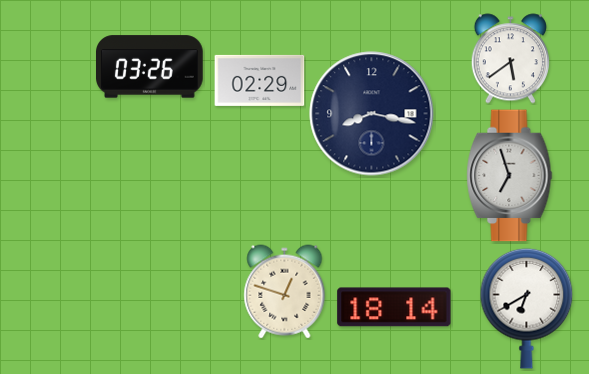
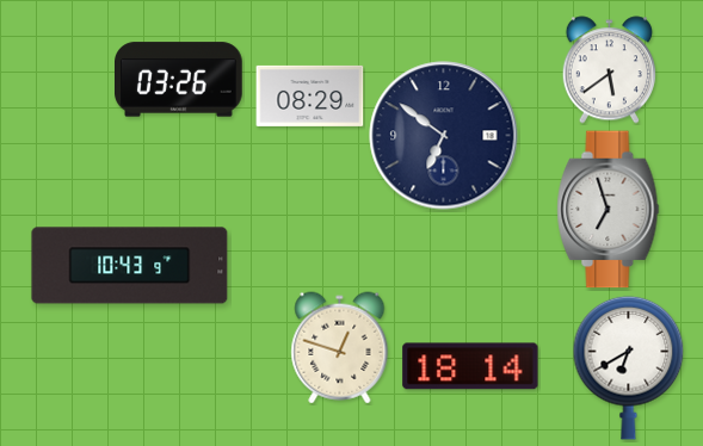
clock at (260, 80): 02:29 -> 08:29
clock at (372, 114): 8:17 -> 6:51
clock at (130, 266): none -> 10:43
